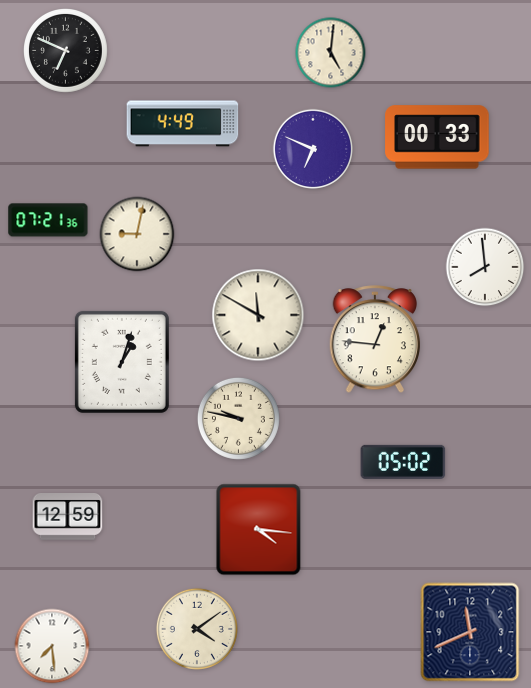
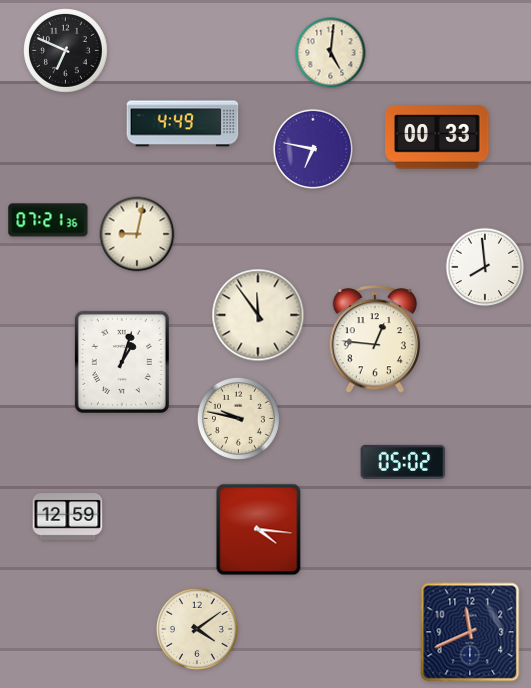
clock at (312, 148): 6:49 -> 6:47
clock at (258, 315): 11:50 -> 11:54
clock at (52, 646): 7:29 -> none
